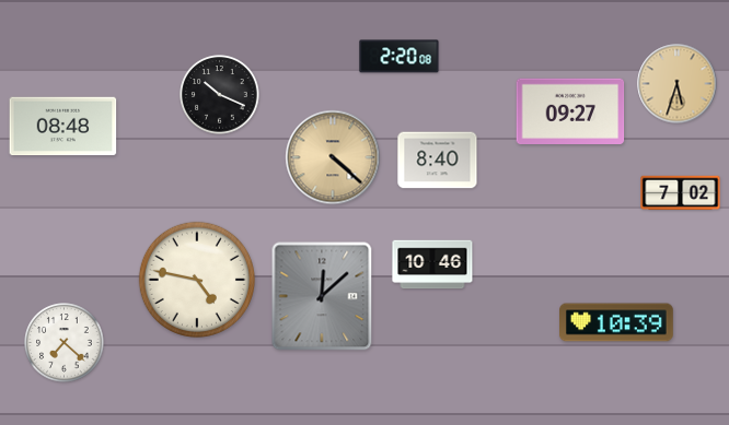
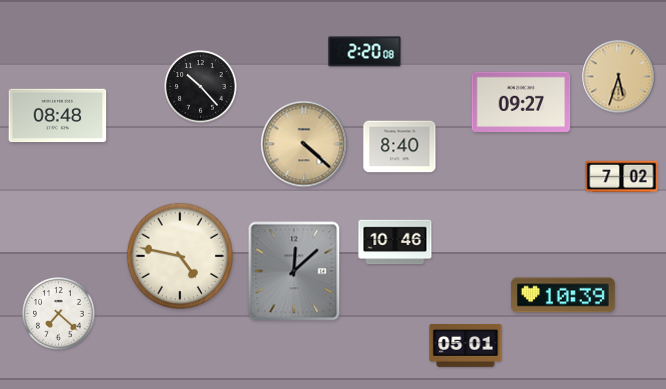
clock at (220, 95): 10:19 -> 10:23
clock at (466, 345): none -> 05:01
